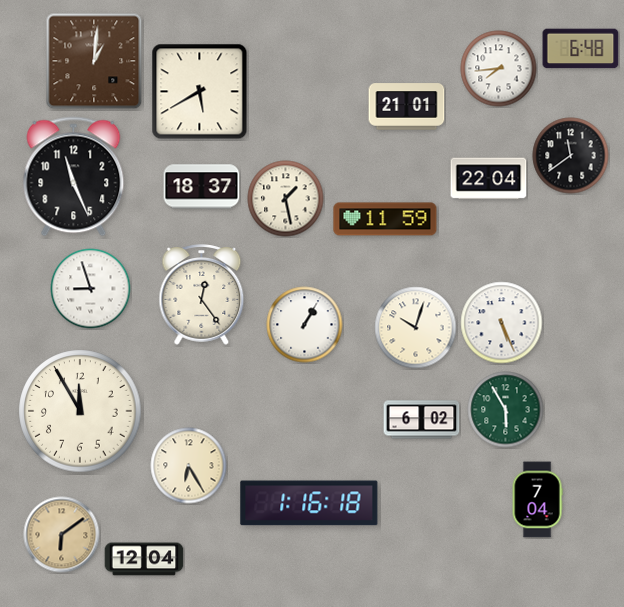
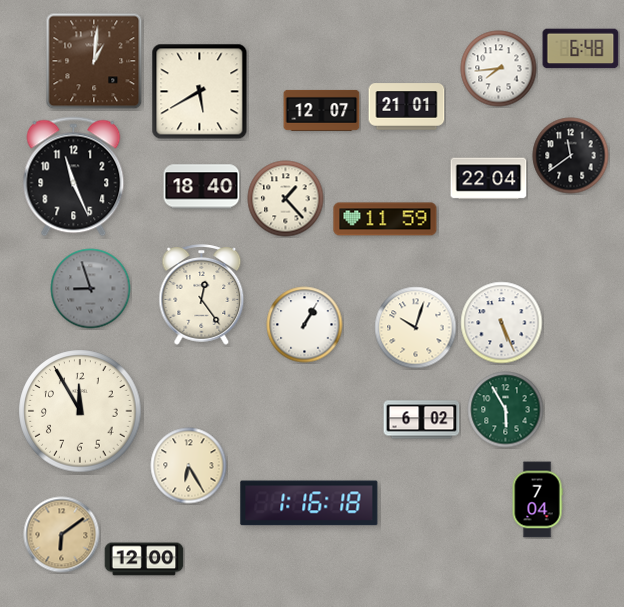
clock at (322, 110): none -> 12:07
clock at (202, 187): 18:37 -> 18:40
clock at (286, 199): 1:28 -> 1:23
clock at (91, 289) dial: white -> grey
clock at (144, 559): 12:04 -> 12:00
